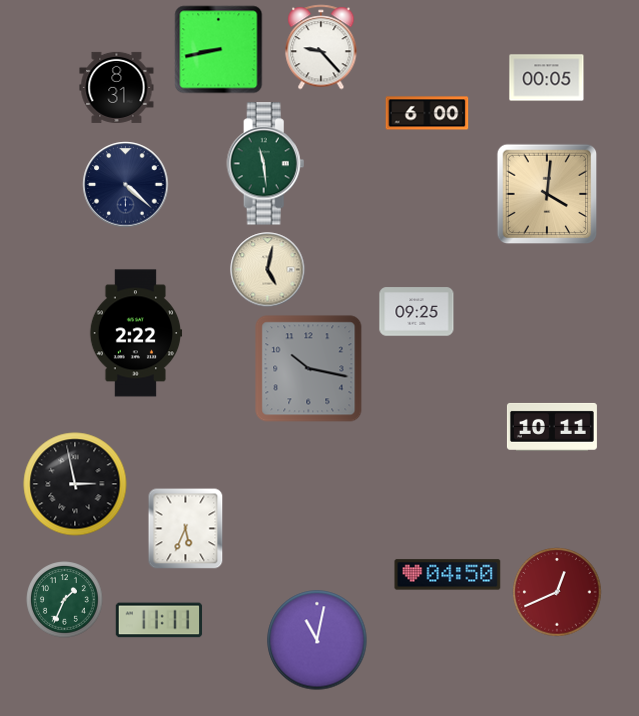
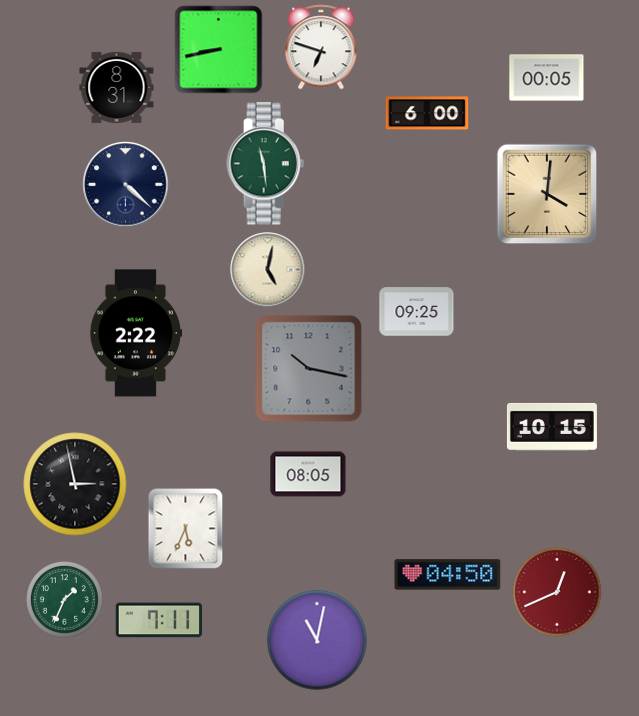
clock at (321, 47): 9:23 -> 6:48
clock at (552, 427): 10:11 -> 10:15
clock at (308, 474): none -> 08:05
clock at (159, 620): 11:11 -> 7:11
